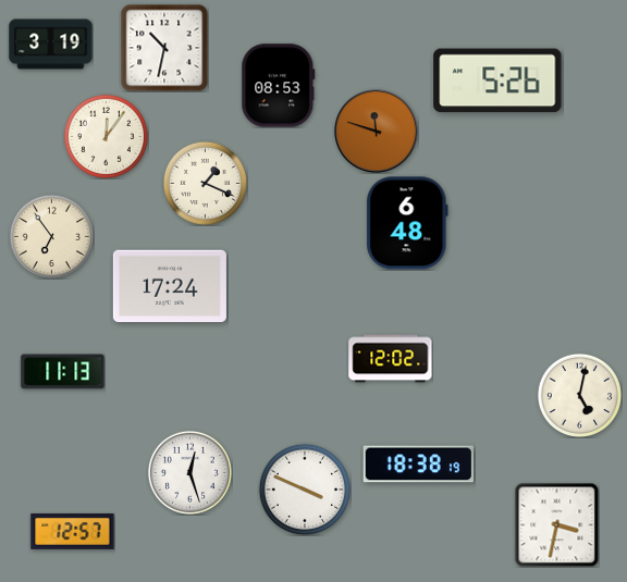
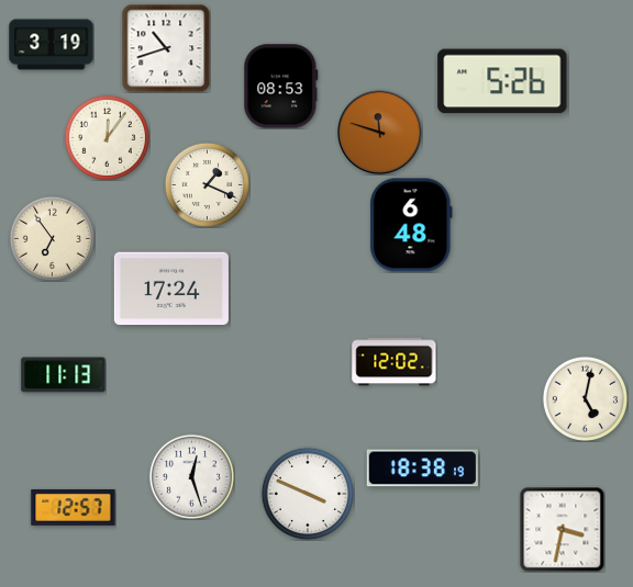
clock at (164, 48): 10:32 -> 10:42
clock at (73, 531) position: (73, 531) -> (74, 507)
